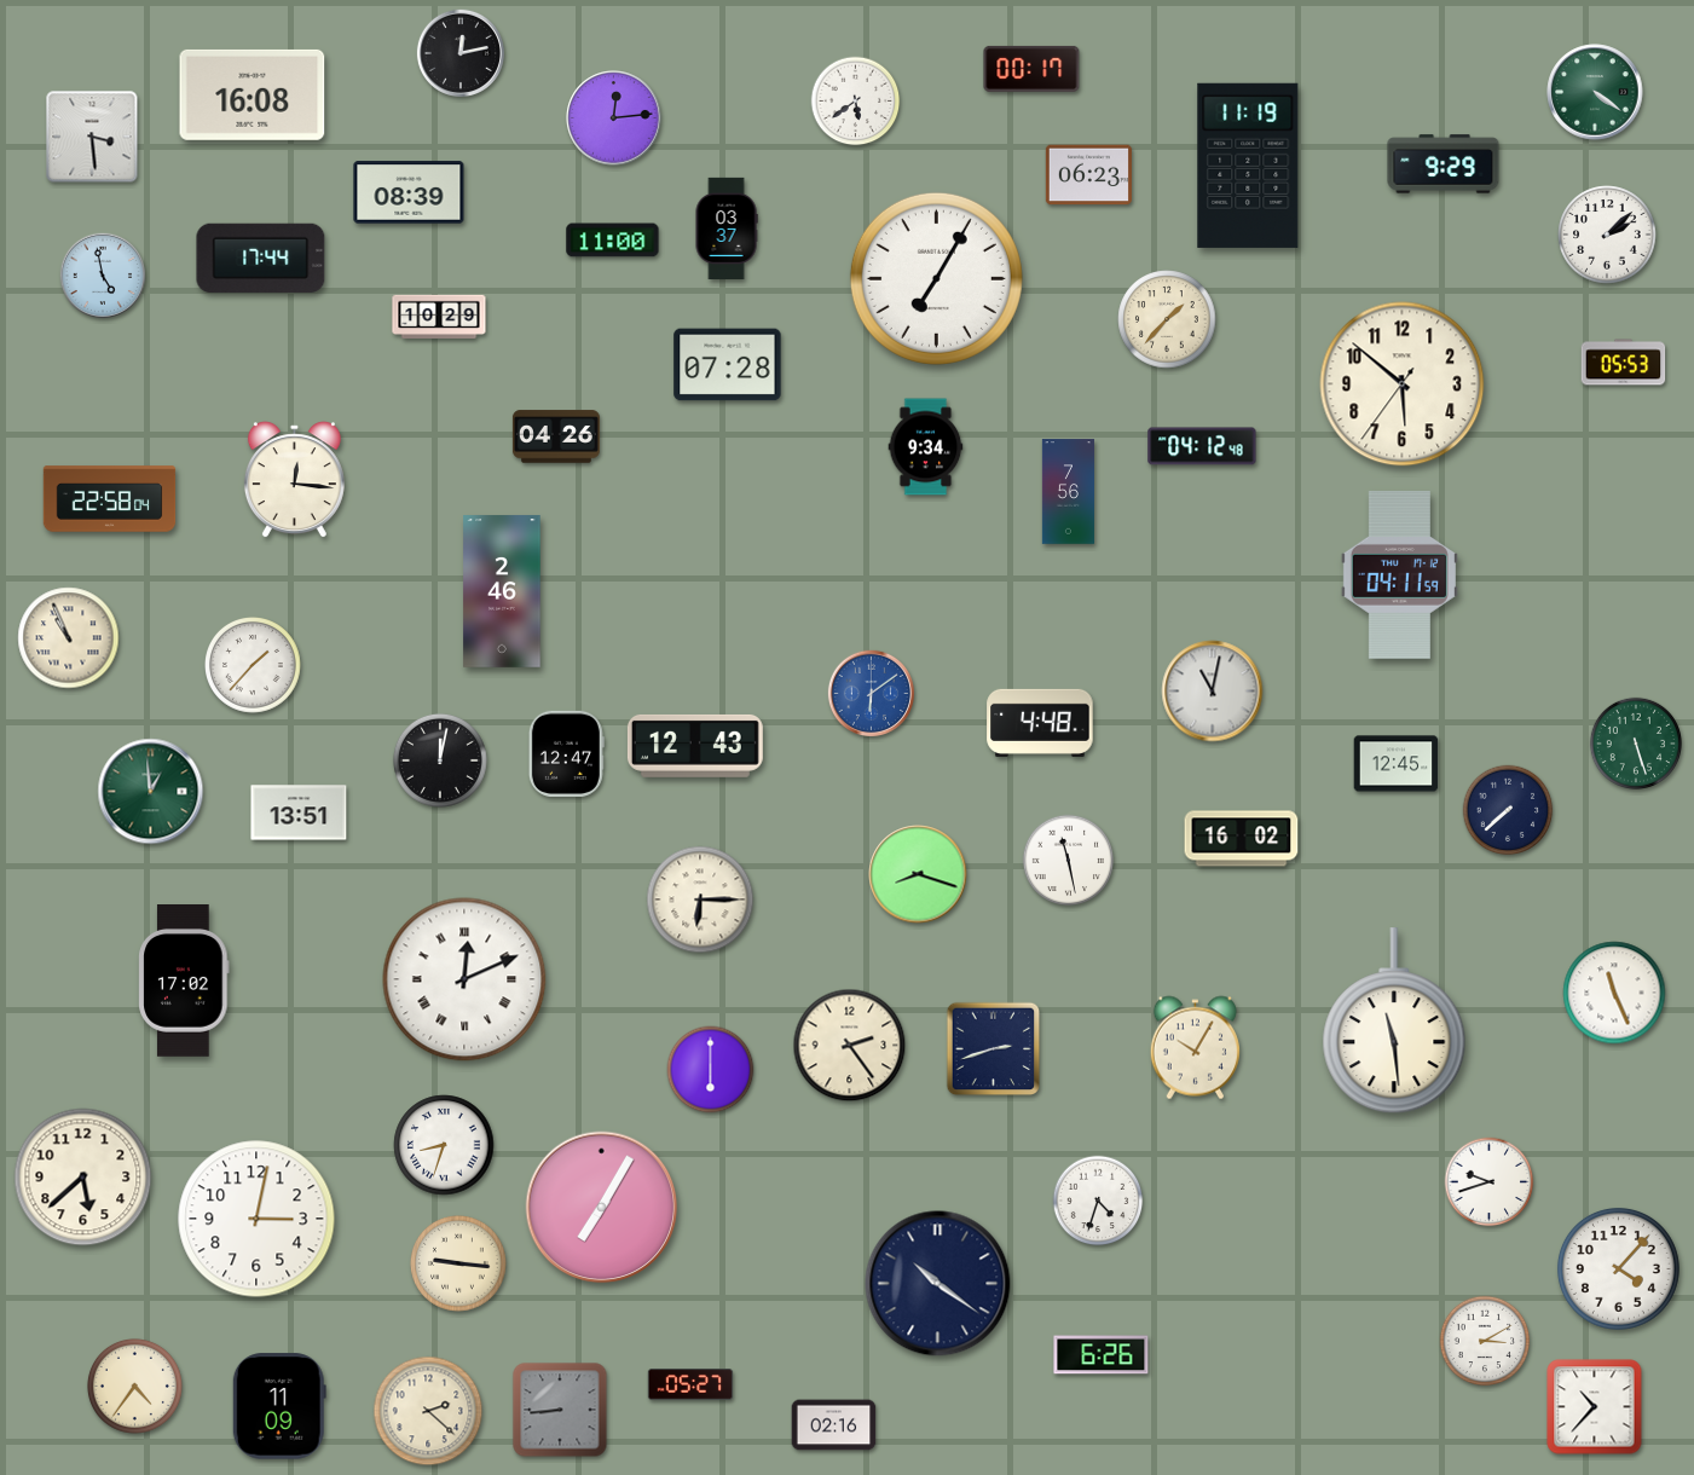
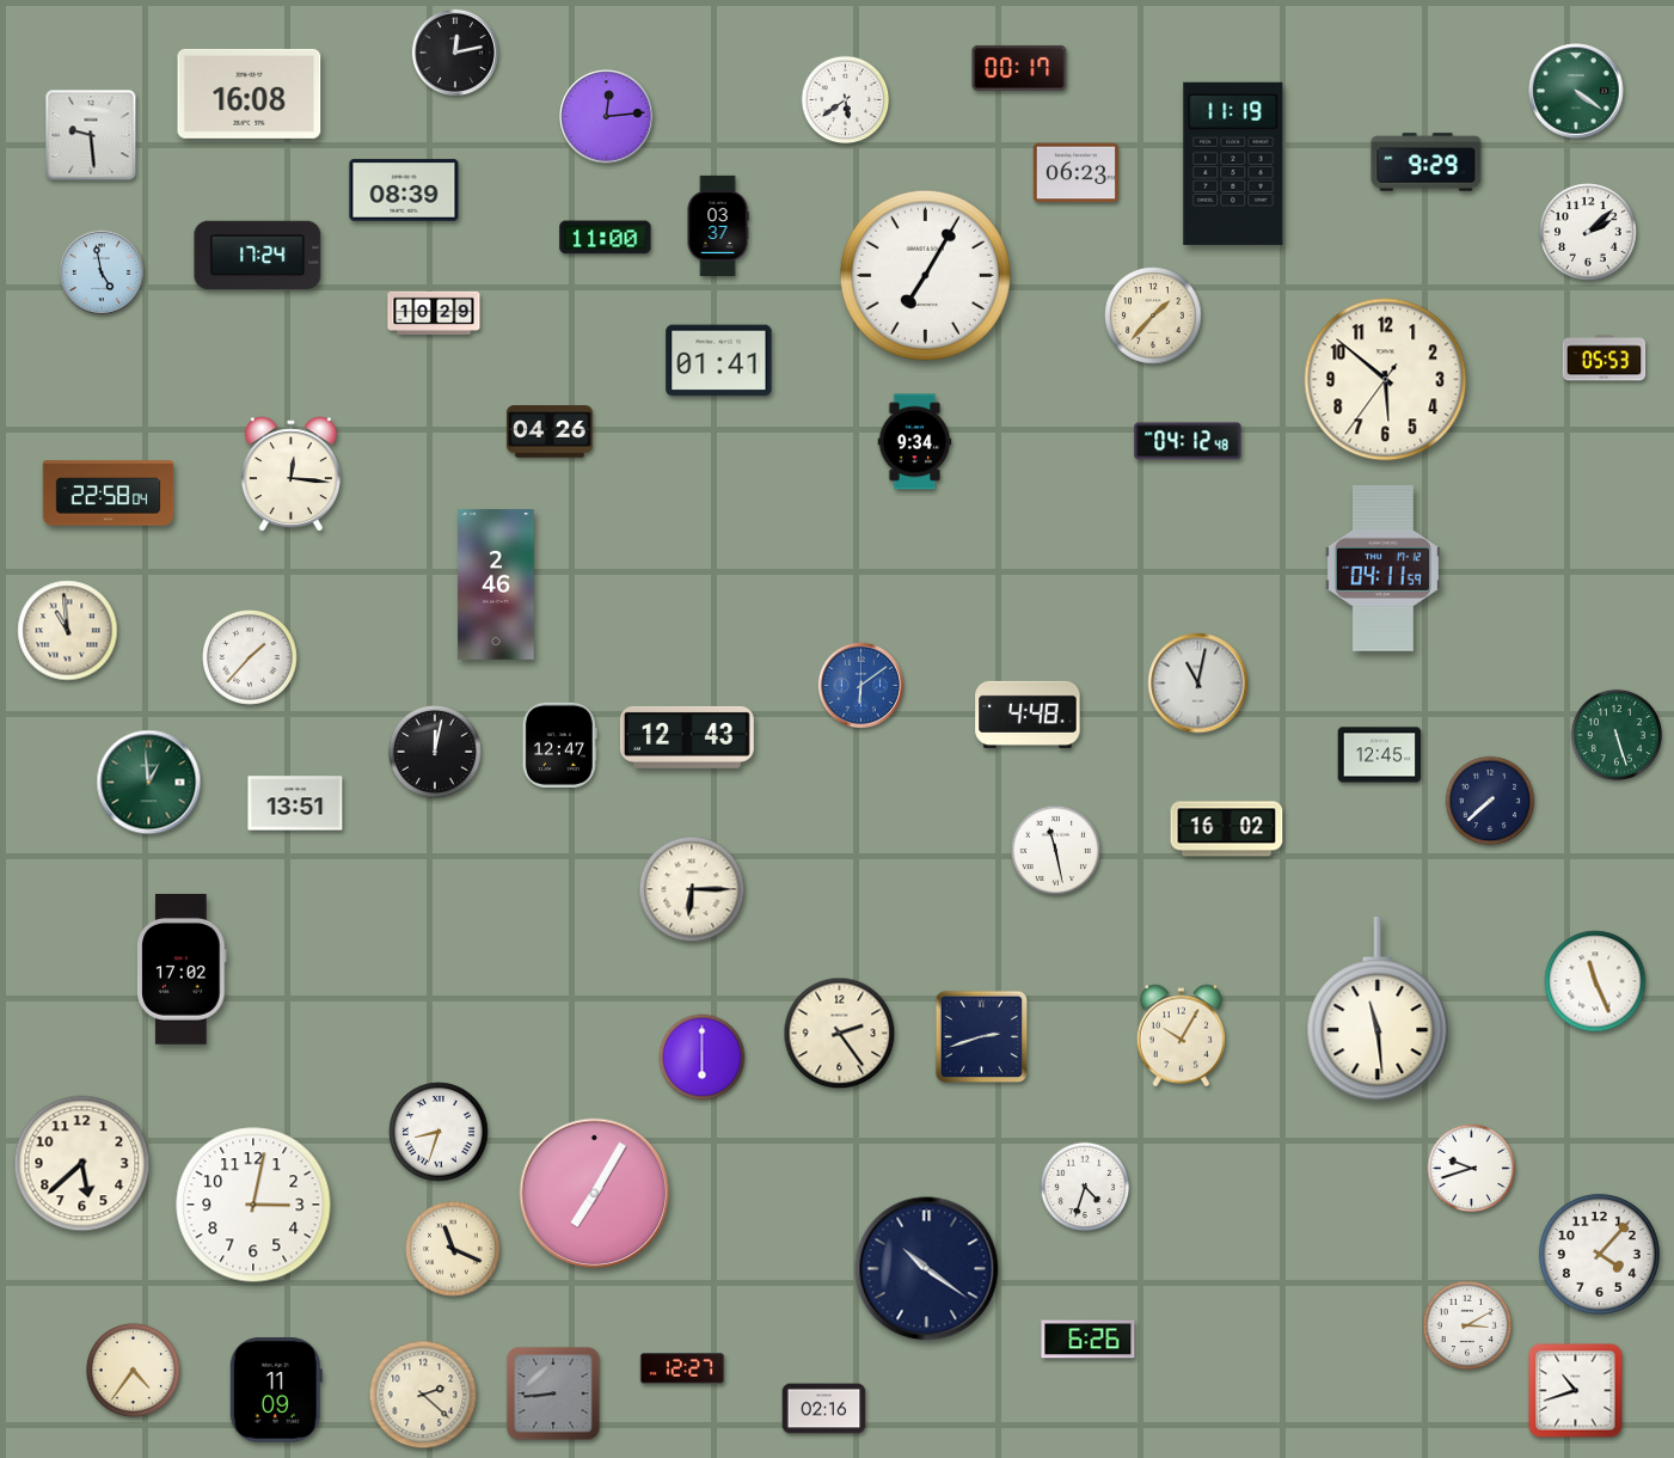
clock at (92, 137): 3:29 -> 9:29
clock at (261, 258): 17:44 -> 17:24
clock at (728, 365): 07:28 -> 01:41
clock at (1068, 492): 7:56 -> none
clock at (69, 638): 10:56 -> 10:59
clock at (918, 874): 8:18 -> none
clock at (464, 979): 12:11 -> none
clock at (459, 1265): 9:16 -> 11:19
clock at (690, 1384): 05:27 -> 12:27
clock at (1595, 1407): 10:37 -> 10:42
